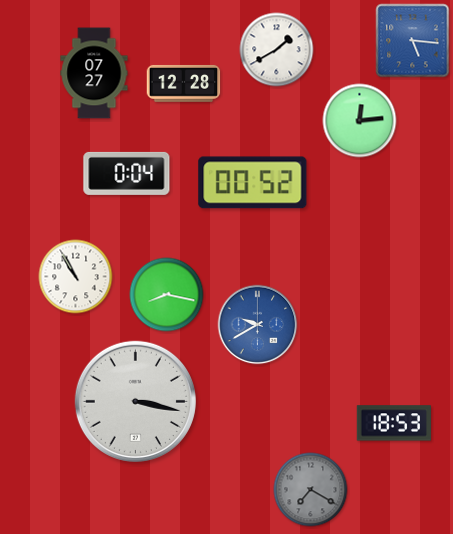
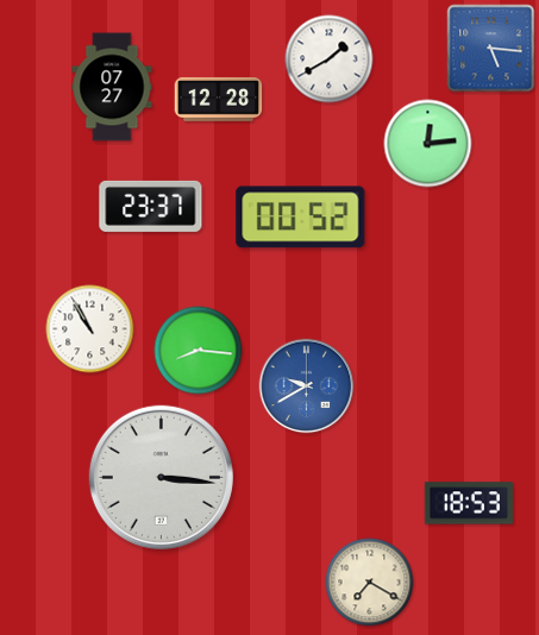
clock at (127, 173): 0:04 -> 23:37
clock at (167, 295): 8:17 -> 8:16
clock at (135, 401): 3:17 -> 3:16
clock at (311, 490) dial: grey -> cream
